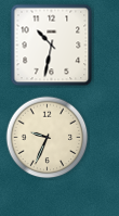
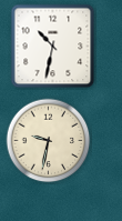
clock at (48, 138): 9:34 -> 9:32
